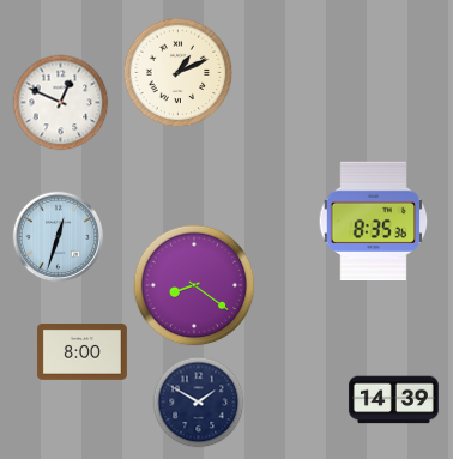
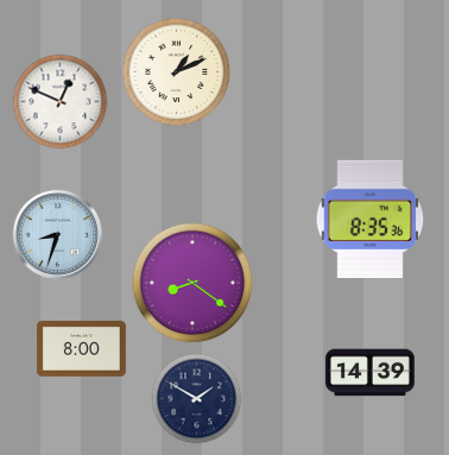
clock at (59, 237): 12:33 -> 8:33
clock at (393, 400) position: (393, 400) -> (369, 373)
